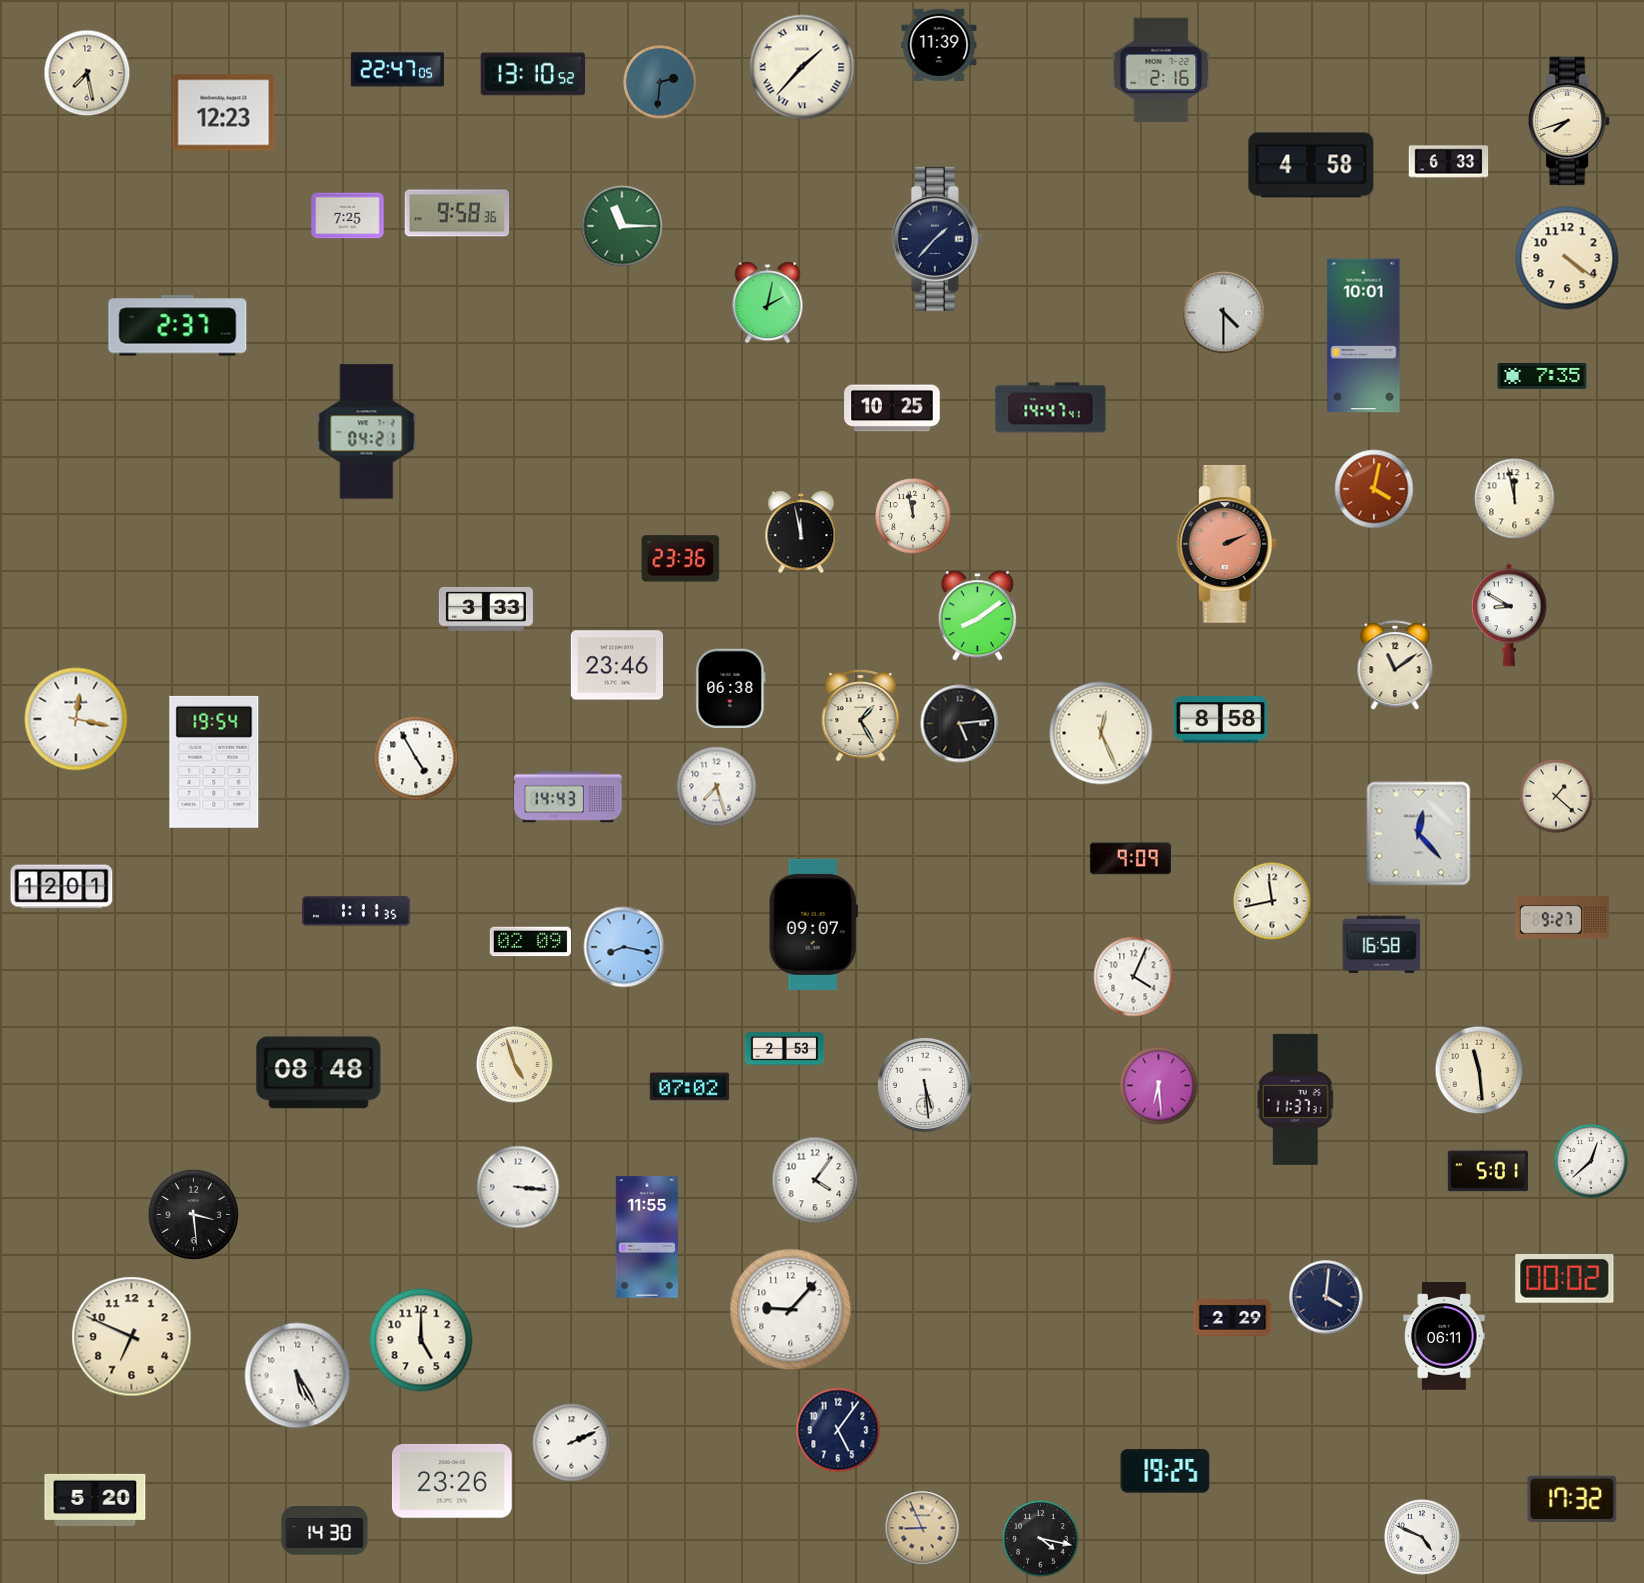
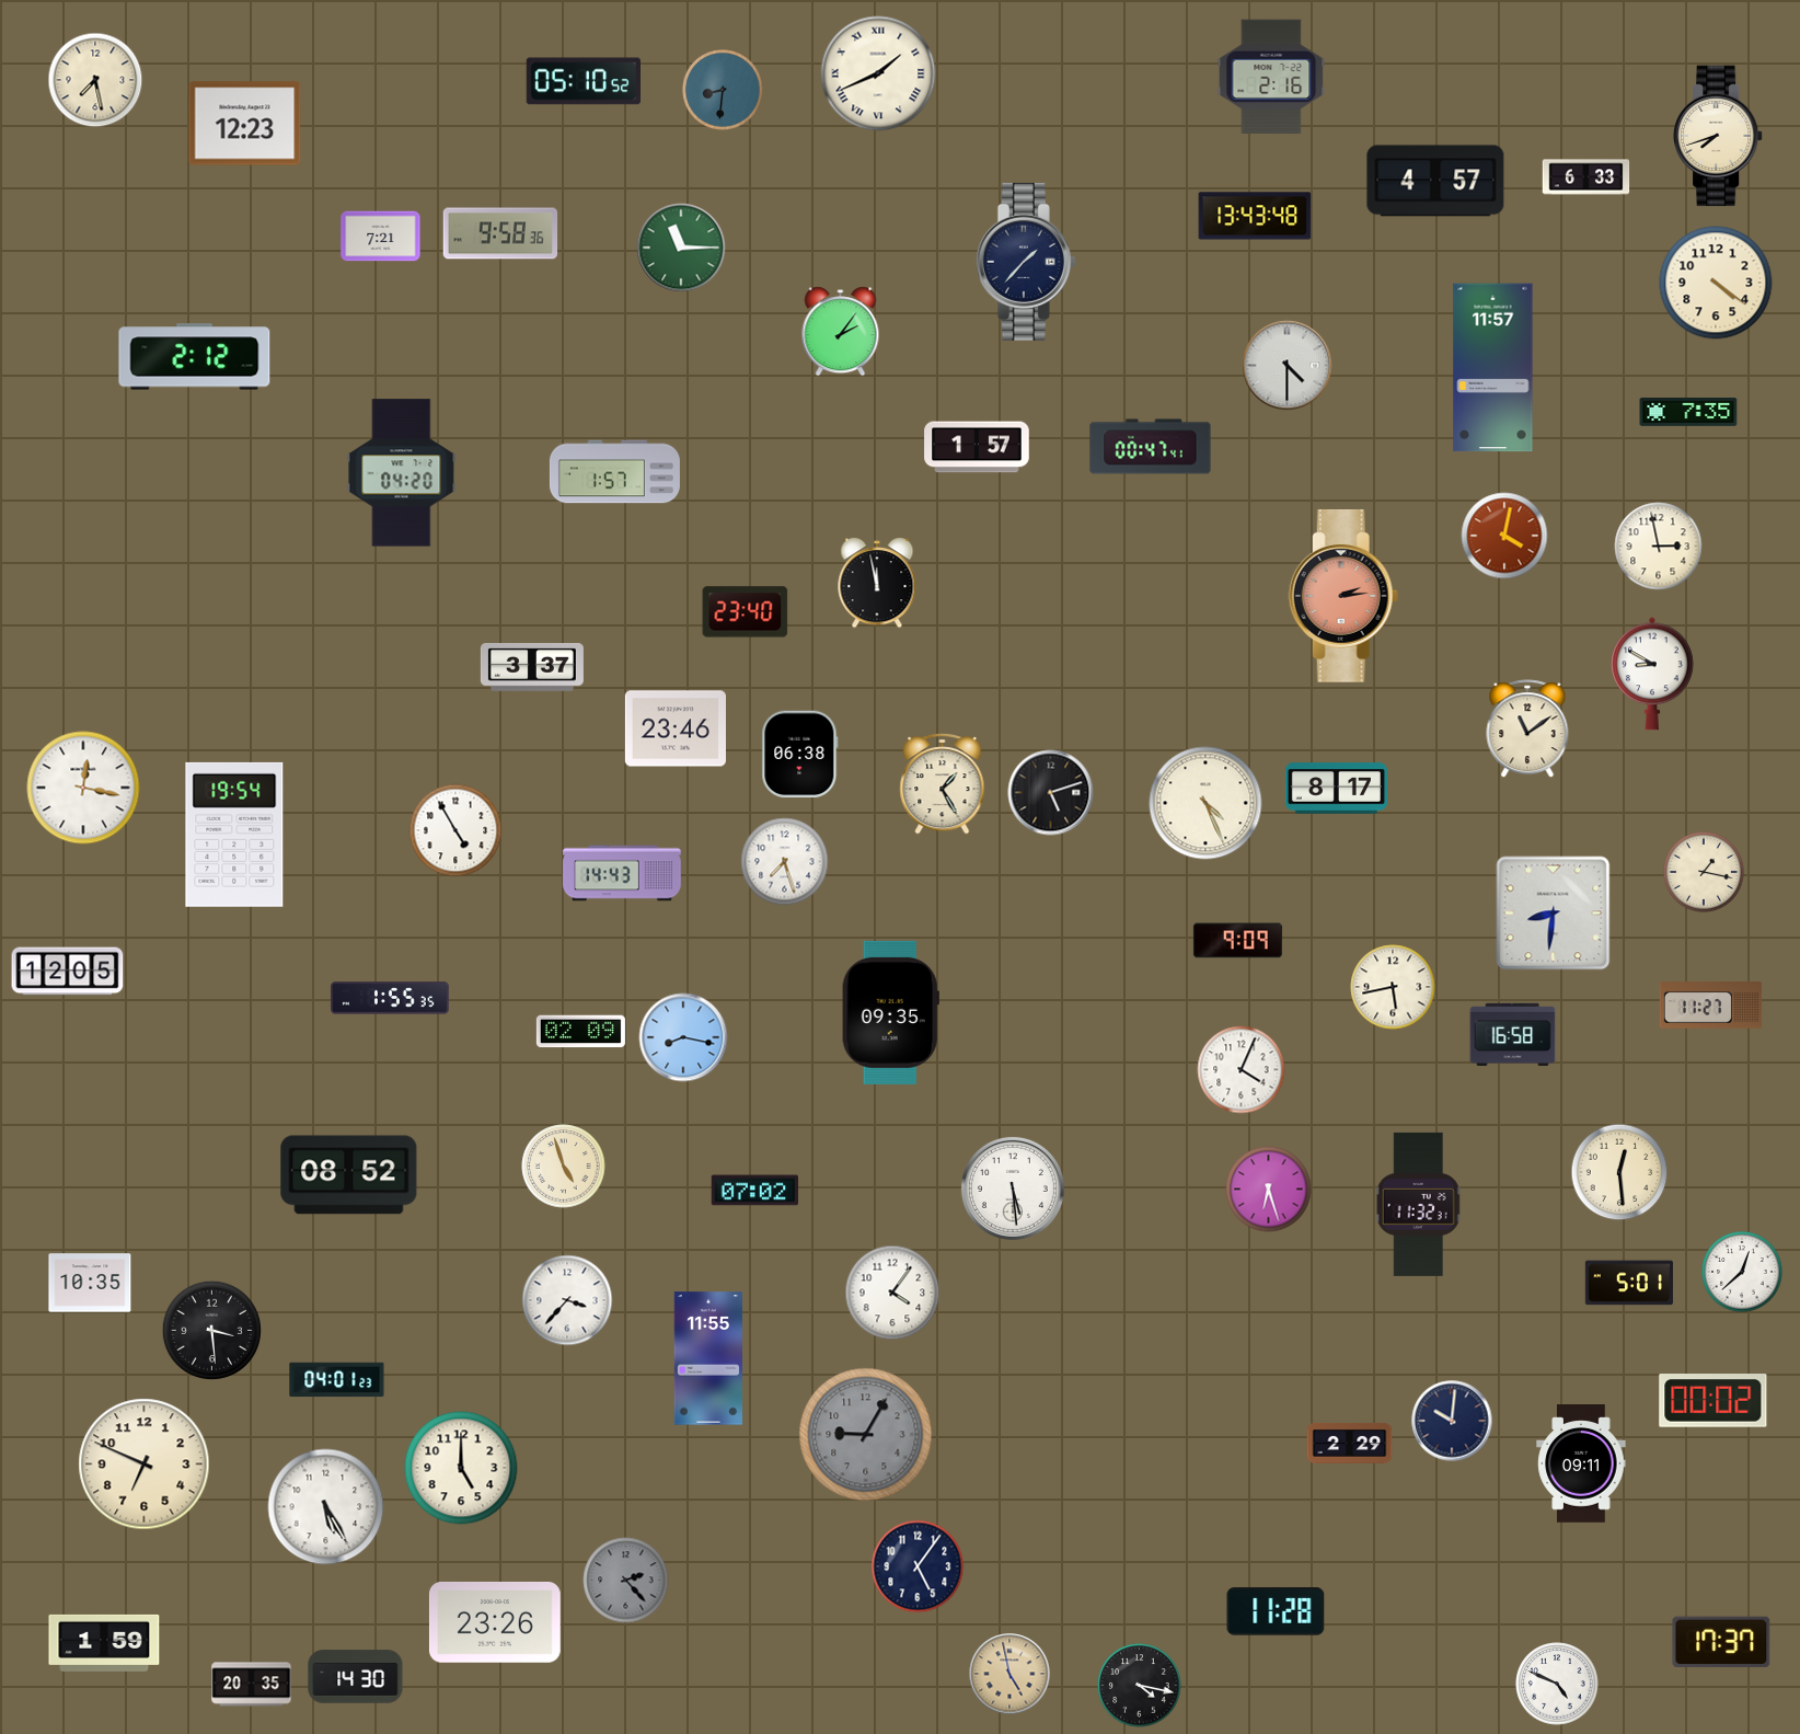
clock at (939, 45): 11:39 -> none
clock at (802, 67): 1:37 -> 1:41
clock at (397, 70): 22:47 -> none
clock at (533, 74): 13:10 -> 05:10
clock at (661, 83): 2:31 -> 8:31
clock at (1570, 121) position: (1570, 121) -> (1719, 136)
clock at (1311, 165): 4:58 -> 4:57
clock at (1255, 216): none -> 13:43
clock at (348, 216): 7:25 -> 7:21
clock at (768, 303): 2:02 -> 2:06
clock at (1224, 313) position: (1224, 313) -> (1288, 366)
clock at (178, 326): 2:37 -> 2:12
clock at (1364, 336): 10:01 -> 11:57
clock at (892, 408): 10:25 -> 1:57
clock at (1051, 408): 14:47 -> 00:47
clock at (614, 472): none -> 1:57
clock at (367, 432): 04:21 -> 04:20
clock at (1515, 499): 11:58 -> 2:58
clock at (913, 516): 11:58 -> none
clock at (1227, 544): 2:11 -> 2:14
clock at (681, 559): 23:36 -> 23:40
clock at (486, 610): 3:33 -> 3:37
clock at (978, 616): 8:09 -> none
clock at (1220, 720): 8:58 -> 8:17
clock at (960, 724): 5:14 -> 5:12
clock at (1101, 733): 12:26 -> 4:26
clock at (1557, 797): 1:22 -> 1:17
clock at (1419, 834): 12:23 -> 8:31
clock at (62, 887): 12:01 -> 12:05
clock at (1272, 901): 11:43 -> 5:43
clock at (356, 911): 1:11 -> 1:55
clock at (1562, 918): 9:27 -> 11:27
clock at (813, 924): 09:07 -> 09:35
clock at (785, 1049): 2:53 -> none
clock at (1479, 1070): 11:29 -> 12:29
clock at (319, 1073): 08:48 -> 08:52
clock at (1159, 1086): 6:29 -> 6:27
clock at (1296, 1099): 11:37 -> 11:32
clock at (90, 1283): none -> 10:35
clock at (518, 1187): 3:16 -> 3:37
clock at (646, 1237) position: (646, 1237) -> (707, 1358)
clock at (337, 1380): none -> 04:01
clock at (1326, 1297): 4:01 -> 10:01
clock at (791, 1310): 9:07 -> 9:05
clock at (791, 1310) dial: white -> grey
clock at (1444, 1336): 06:11 -> 09:11
clock at (572, 1443): 2:11 -> 2:23
clock at (572, 1443) dial: white -> grey
clock at (1165, 1471): 19:25 -> 11:28
clock at (1572, 1499): 17:32 -> 17:37
clock at (95, 1500): 5:20 -> 1:59
clock at (922, 1528): 8:56 -> 4:58
clock at (252, 1685): none -> 20:35
